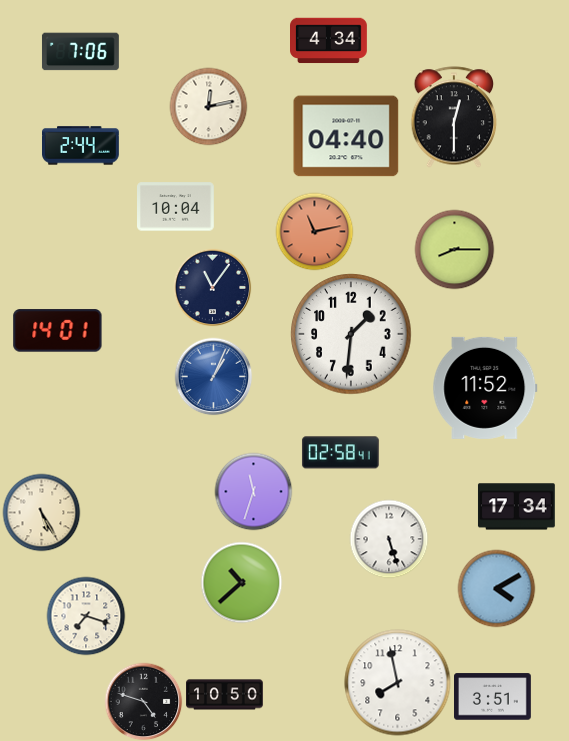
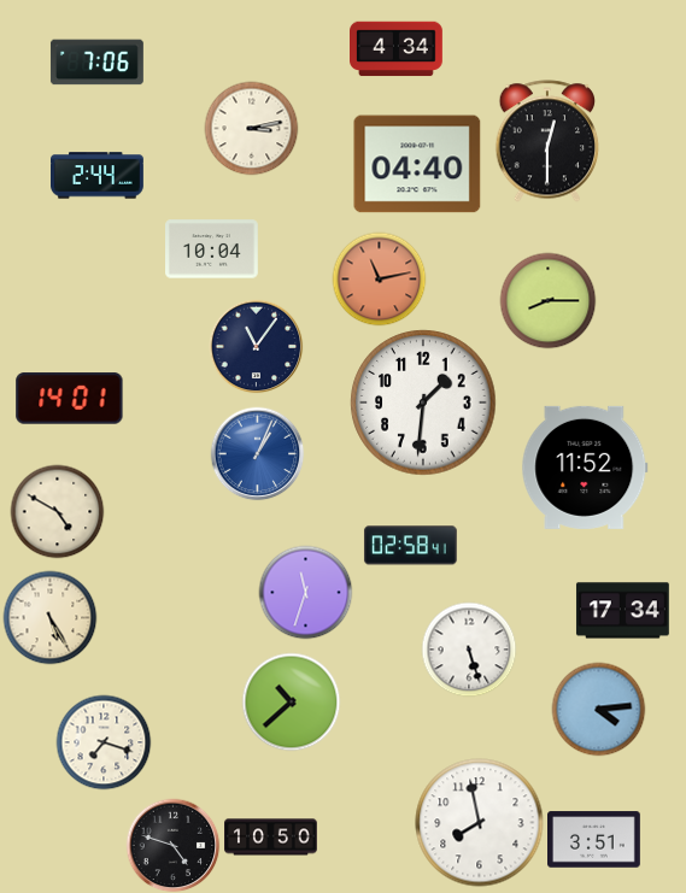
clock at (208, 106): 12:13 -> 3:13
clock at (57, 511): none -> 4:50
clock at (496, 588): 4:10 -> 4:14
